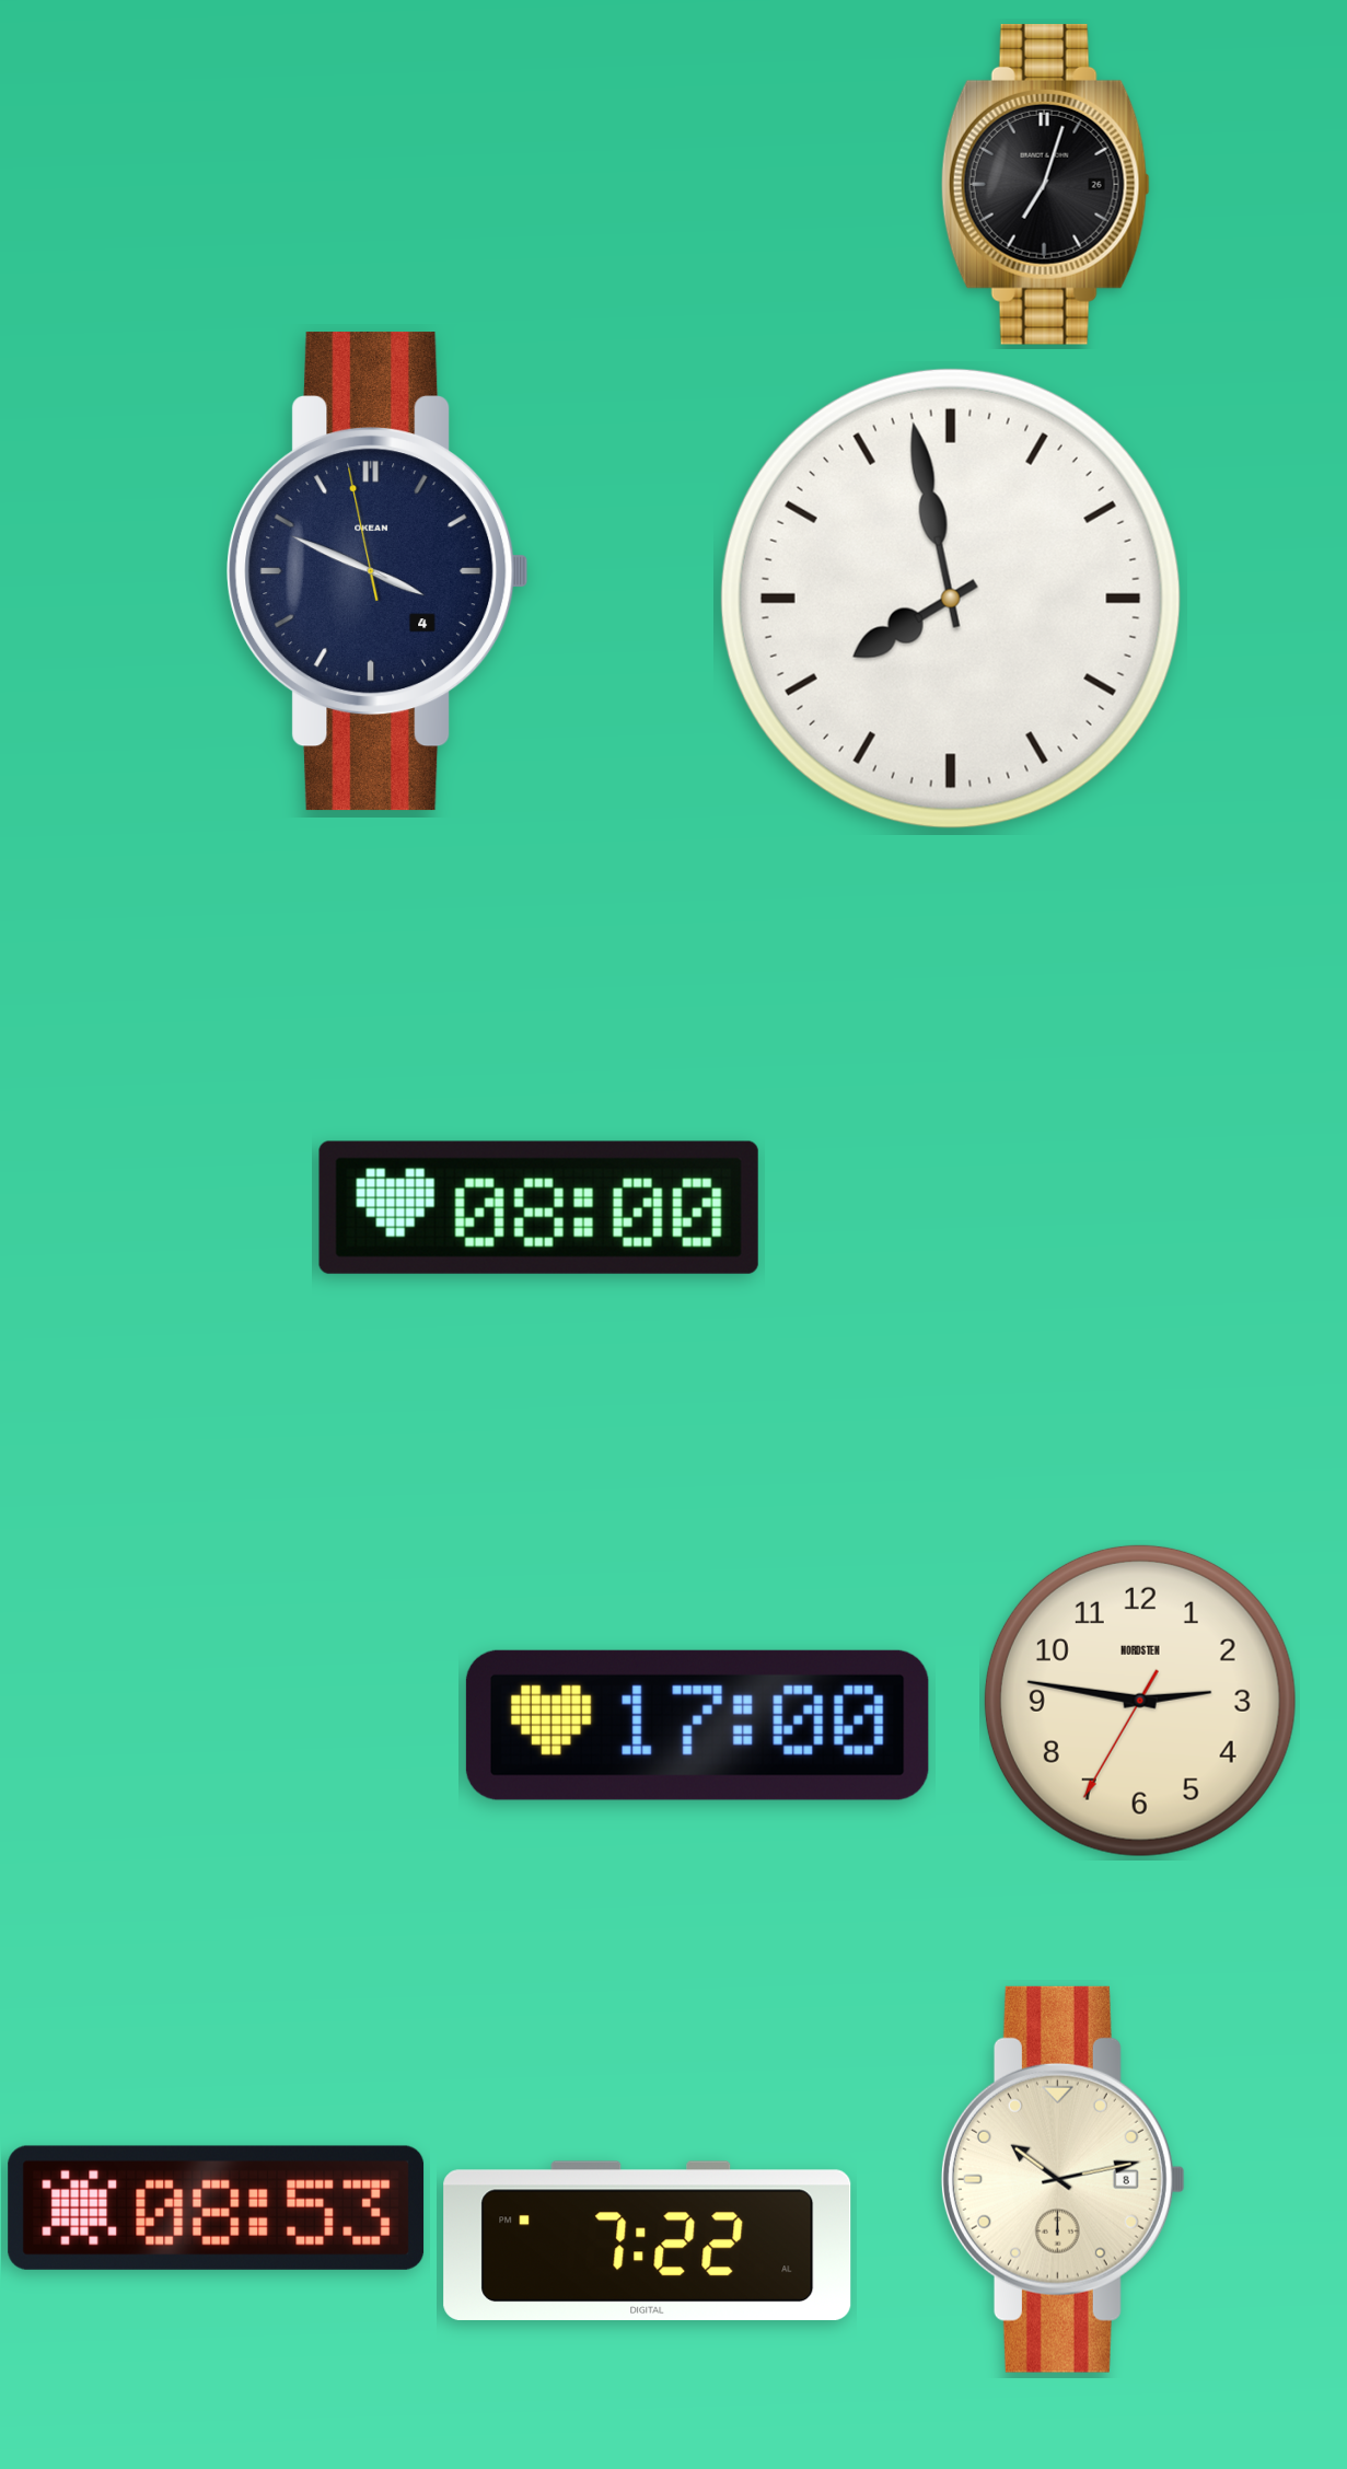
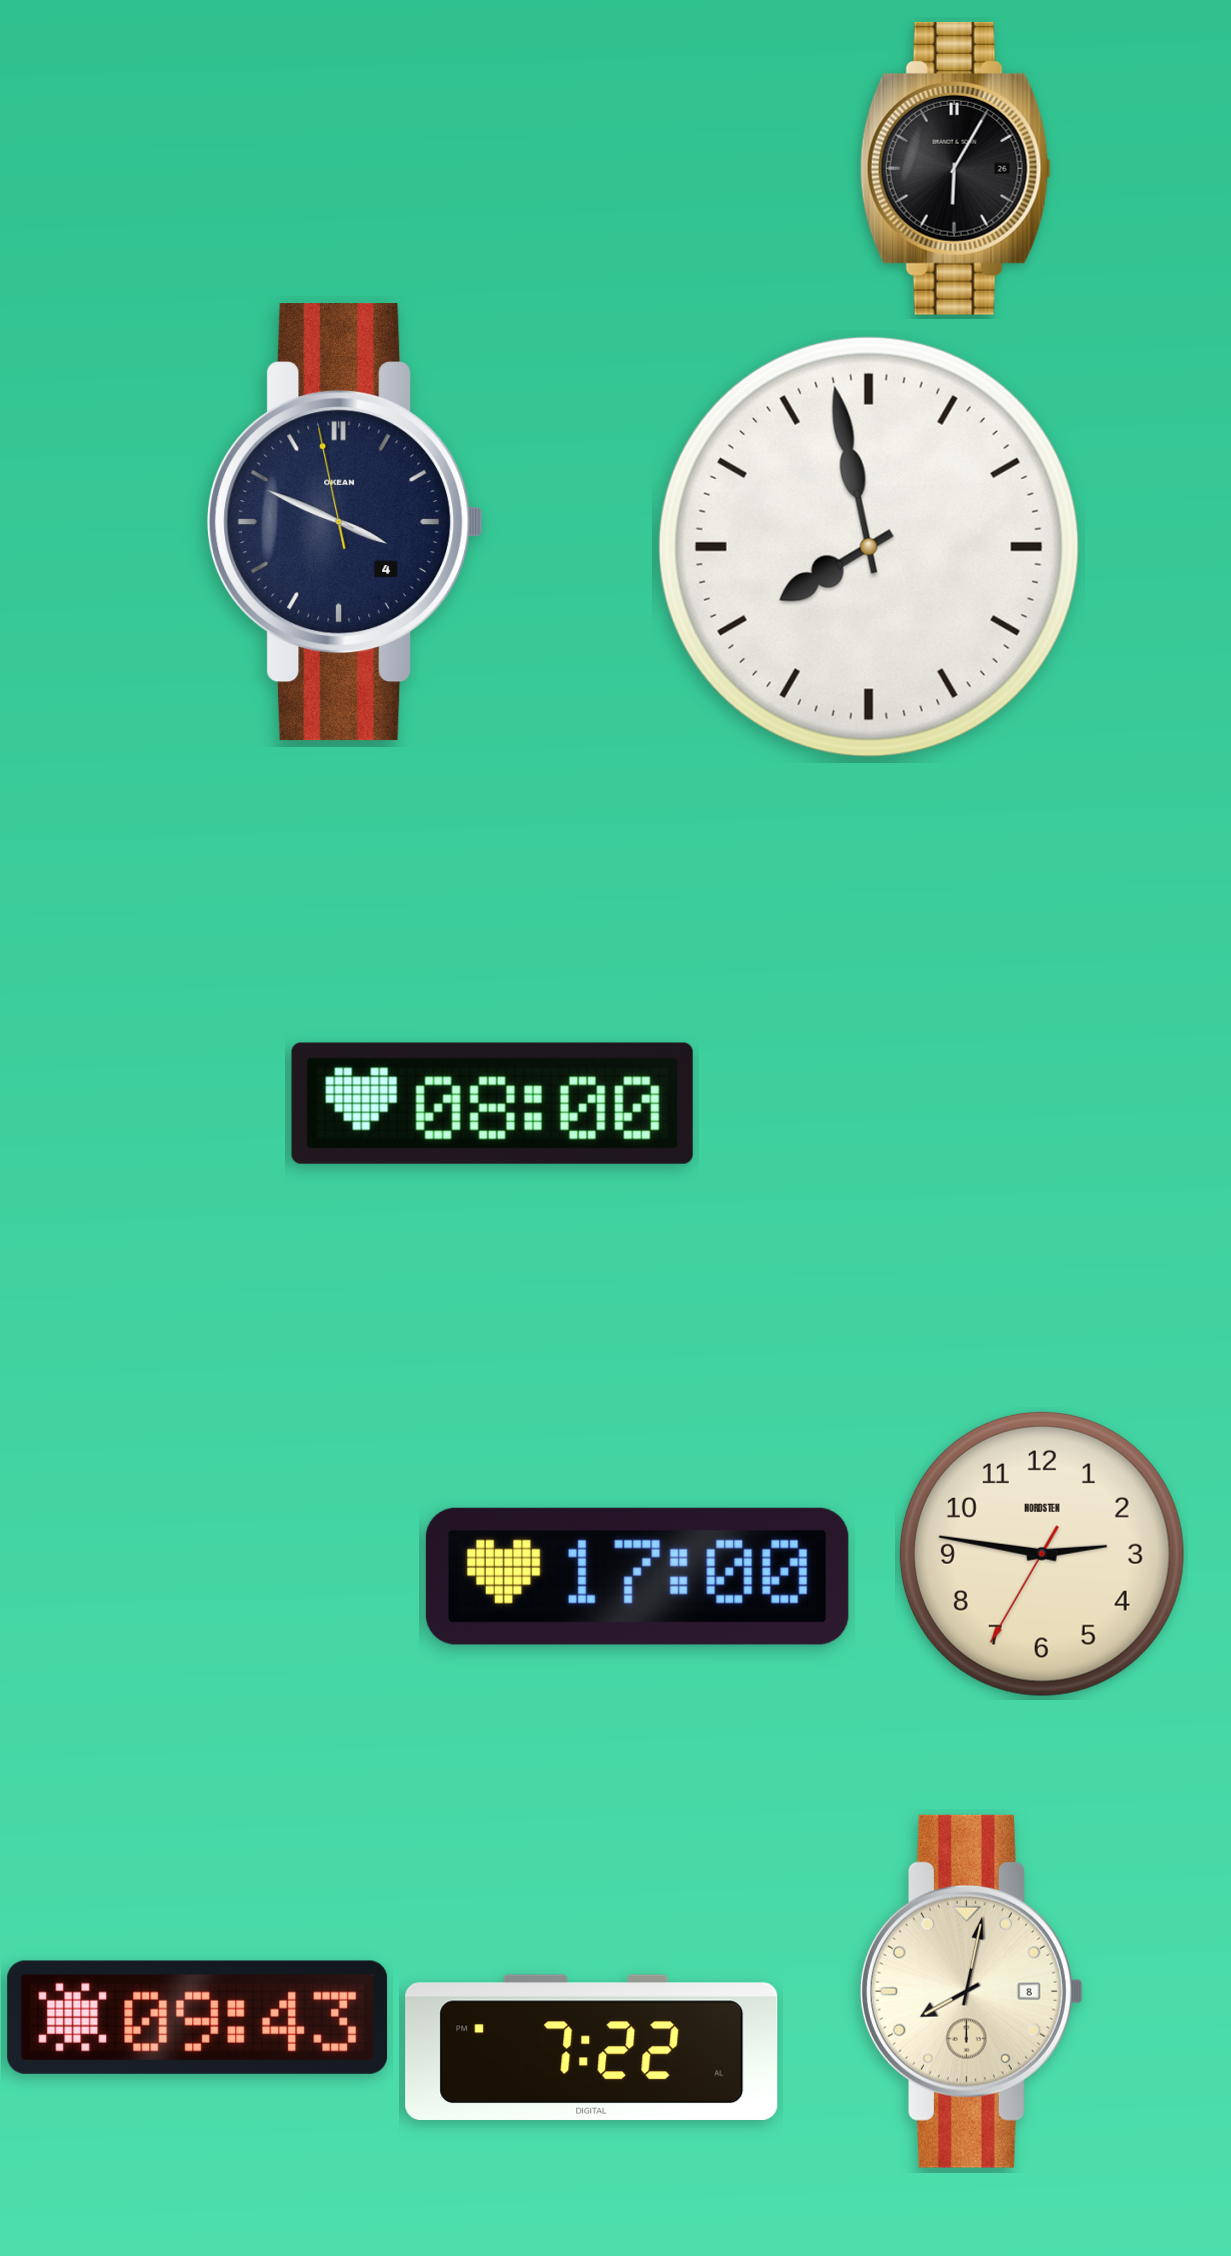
clock at (1045, 184): 7:03 -> 6:05
clock at (1062, 2179): 10:13 -> 8:02
clock at (217, 2207): 08:53 -> 09:43
